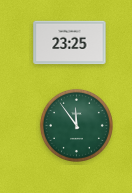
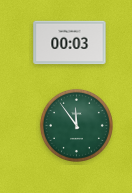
clock at (70, 43): 23:25 -> 00:03
